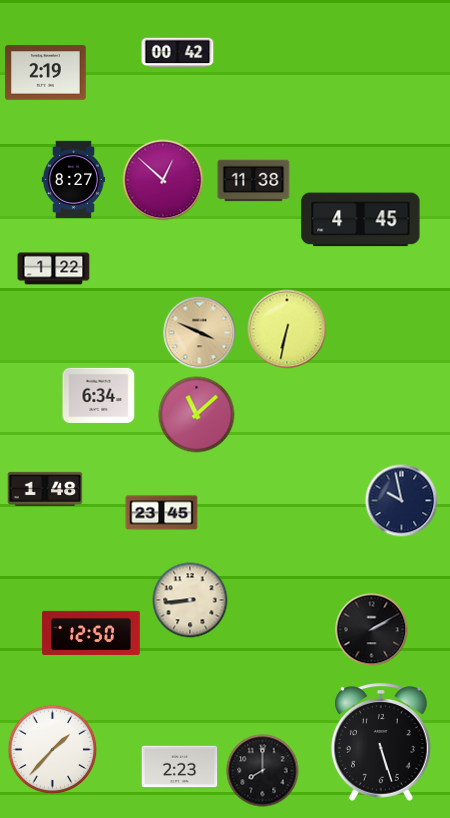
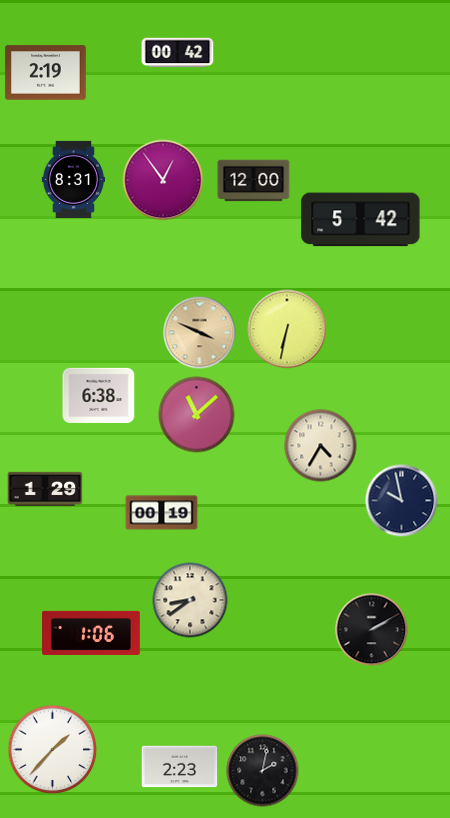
clock at (73, 179): 8:27 -> 8:31
clock at (163, 180): 12:52 -> 12:54
clock at (254, 181): 11:38 -> 12:00
clock at (361, 220): 4:45 -> 5:42
clock at (54, 269): 1:22 -> none
clock at (99, 395): 6:34 -> 6:38
clock at (321, 446): none -> 4:35
clock at (45, 489): 1:48 -> 1:29
clock at (162, 513): 23:45 -> 00:19
clock at (190, 600): 8:44 -> 8:39
clock at (91, 633): 12:50 -> 1:06
clock at (381, 742): 5:27 -> none
clock at (263, 771): 8:00 -> 2:02
